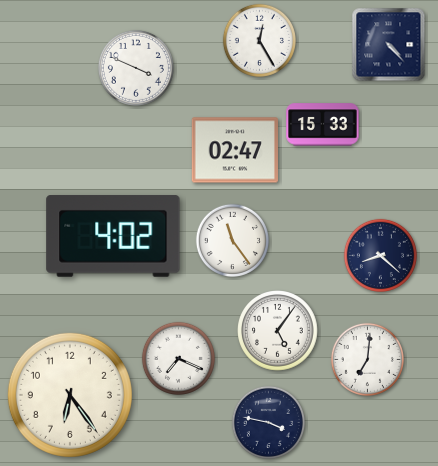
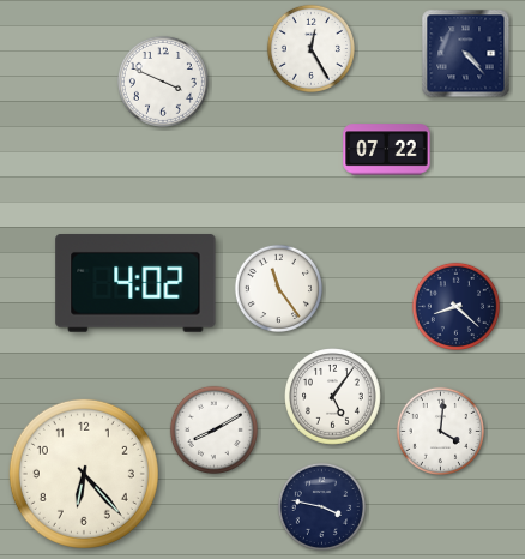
clock at (323, 125): 15:33 -> 07:22
clock at (235, 150): 02:47 -> none
clock at (178, 358): 7:19 -> 8:10
clock at (367, 359): 7:01 -> 4:01
clock at (70, 395): 6:24 -> 6:23
